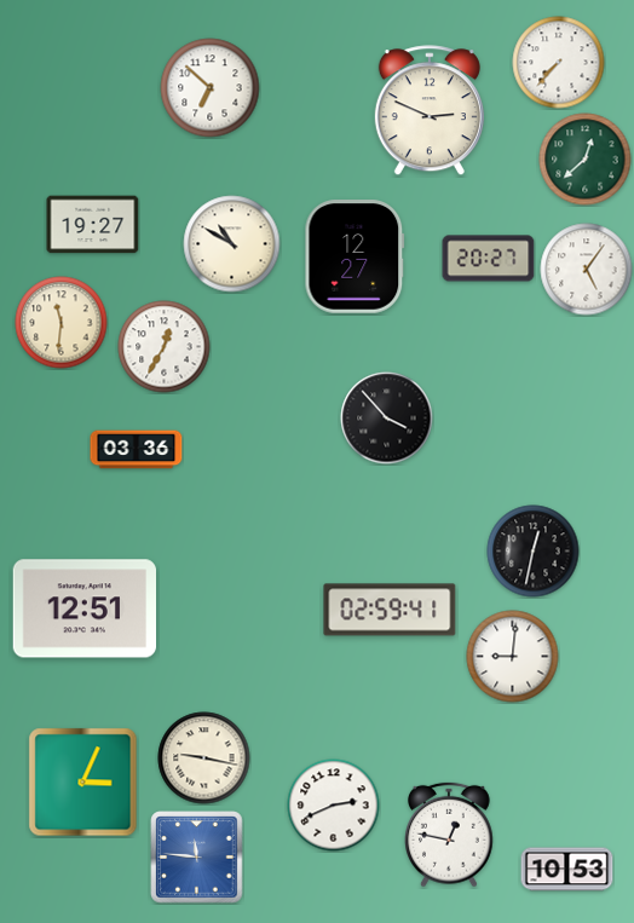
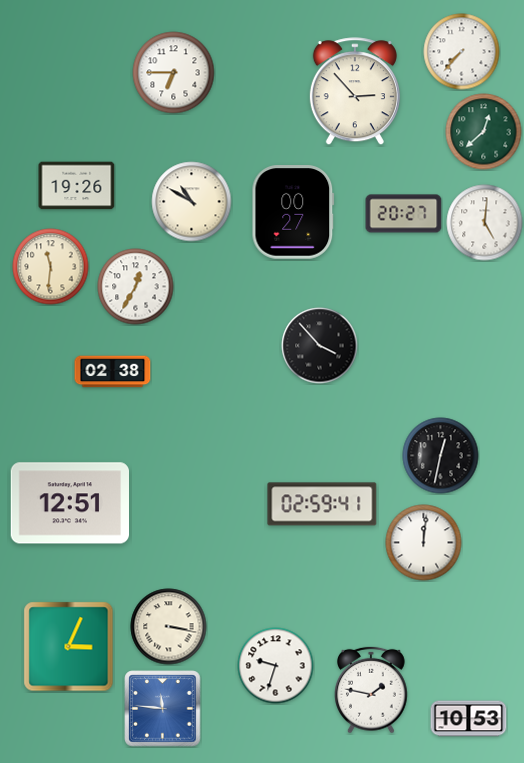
clock at (211, 88): 6:52 -> 6:45
clock at (430, 111): 2:49 -> 2:53
clock at (93, 225): 19:27 -> 19:26
clock at (355, 256): 12:27 -> 00:27
clock at (587, 270): 5:06 -> 5:01
clock at (137, 450): 03:36 -> 02:38
clock at (513, 657): 9:01 -> 12:01
clock at (204, 758): 9:17 -> 3:17
clock at (334, 806): 2:41 -> 9:33
clock at (450, 835): 12:47 -> 1:47
